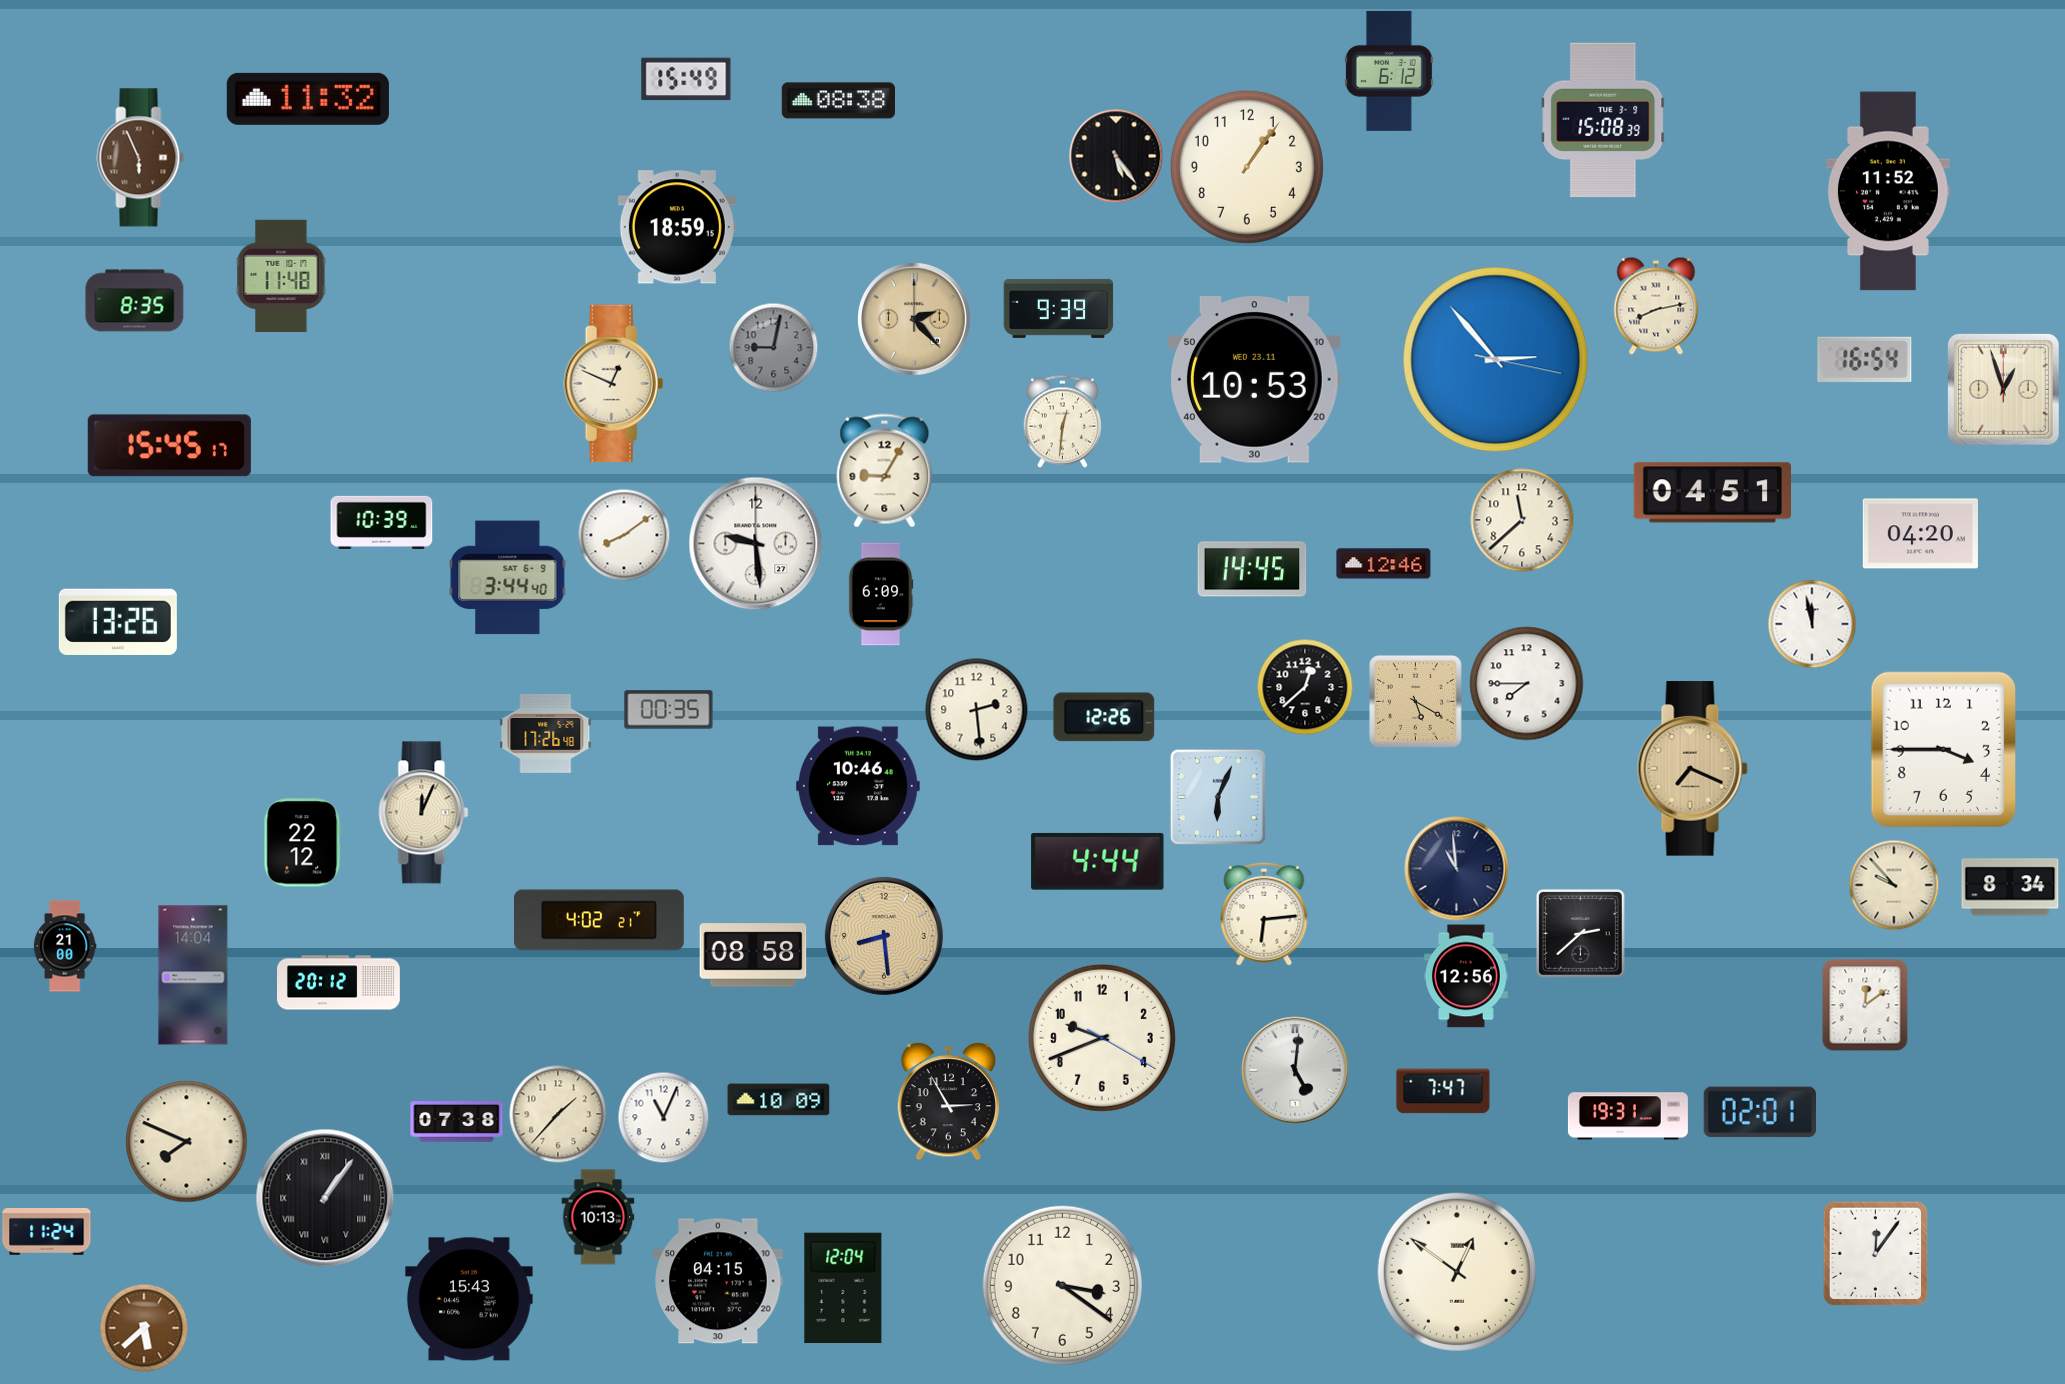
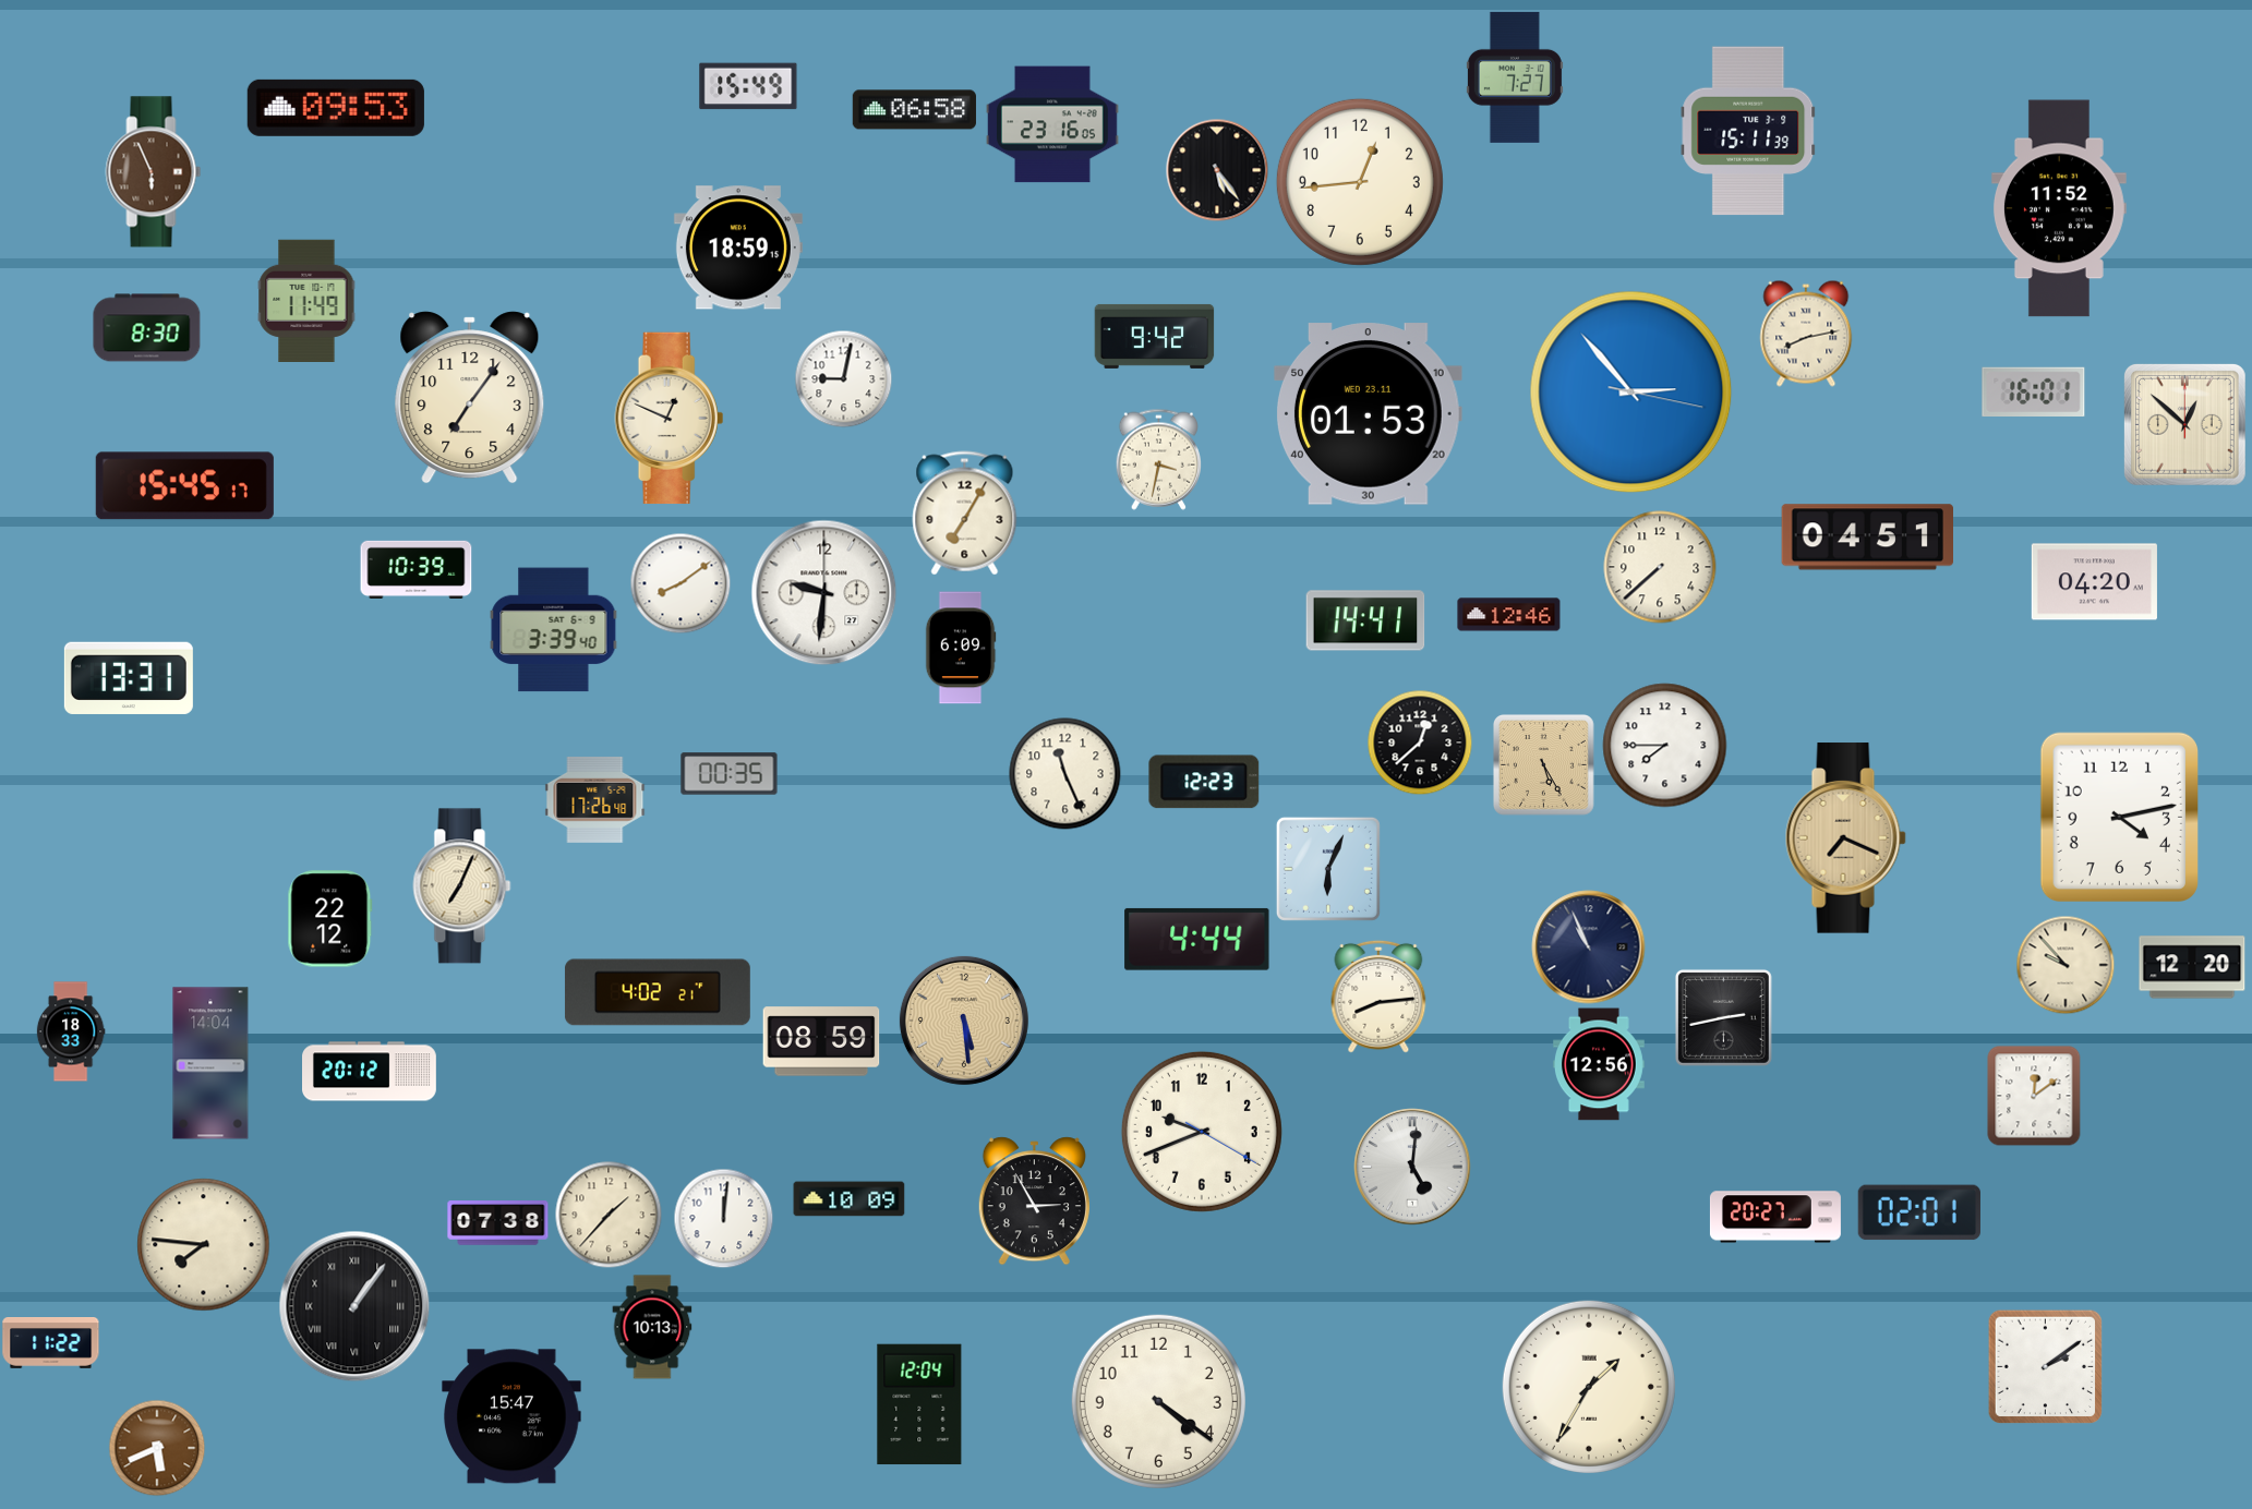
clock at (1389, 71): 6:12 -> 7:27
clock at (308, 99): 11:32 -> 09:53
clock at (838, 101): 08:38 -> 06:58
clock at (1052, 124): none -> 23:16
clock at (1603, 120): 15:08 -> 15:11
clock at (1247, 167): 1:06 -> 12:44
clock at (281, 275): 11:48 -> 11:49
clock at (135, 301): 8:35 -> 8:30
clock at (1059, 308): 9:39 -> 9:42
clock at (915, 320): 2:23 -> none
clock at (773, 347) dial: grey -> white
clock at (1865, 360): 16:54 -> 16:01
clock at (470, 398): none -> 7:06
clock at (1254, 380): 10:53 -> 01:53
clock at (2003, 389): 12:57 -> 12:52
clock at (1062, 421): 12:31 -> 3:32
clock at (885, 471): 9:05 -> 7:05
clock at (1522, 520): 11:38 -> 7:38
clock at (756, 544): 9:29 -> 9:31
clock at (1252, 569): 14:45 -> 14:41
clock at (508, 578): 3:44 -> 3:39
clock at (118, 622): 13:26 -> 13:31
clock at (1812, 624): 11:58 -> none
clock at (1305, 687) position: (1305, 687) -> (1420, 743)
clock at (1415, 701): 5:20 -> 5:25
clock at (977, 710): 2:29 -> 11:26
clock at (1104, 717): 12:26 -> 12:23
clock at (1943, 749): 3:45 -> 4:13
clock at (858, 786): 10:46 -> none
clock at (424, 813): 12:04 -> 7:04
clock at (1457, 869): 10:59 -> 10:56
clock at (2010, 887): 8:34 -> 12:20
clock at (1264, 914): 6:14 -> 8:14
clock at (599, 920) position: (599, 920) -> (658, 992)
clock at (1580, 933): 2:38 -> 2:43
clock at (884, 936): 8:29 -> 5:29
clock at (65, 946): 21:00 -> 18:33
clock at (753, 955): 08:58 -> 08:59
clock at (1443, 1091): 7:47 -> none
clock at (1628, 1116): 19:31 -> 20:27
clock at (663, 1117): 11:04 -> 12:01
clock at (187, 1142): 7:49 -> 7:46
clock at (47, 1232): 11:24 -> 11:22
clock at (1875, 1253): 12:06 -> 2:09
clock at (1457, 1272): 12:51 -> 1:35
clock at (718, 1281): 04:15 -> none
clock at (1062, 1285): 3:21 -> 4:21
clock at (469, 1299): 15:43 -> 15:47
clock at (144, 1328): 5:38 -> 5:41
